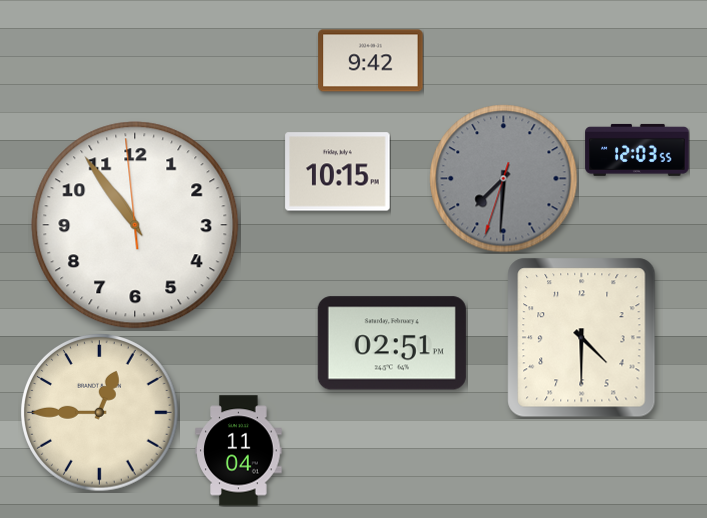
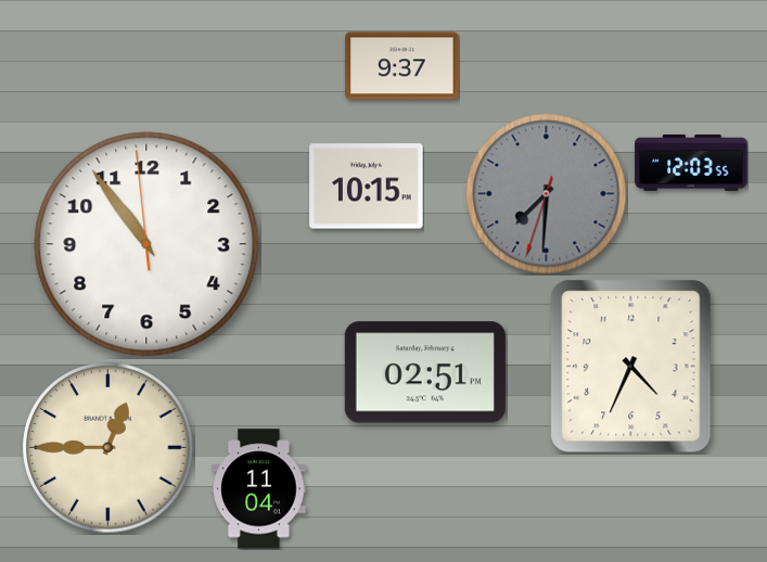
clock at (371, 61): 9:42 -> 9:37
clock at (582, 338): 4:30 -> 4:34
